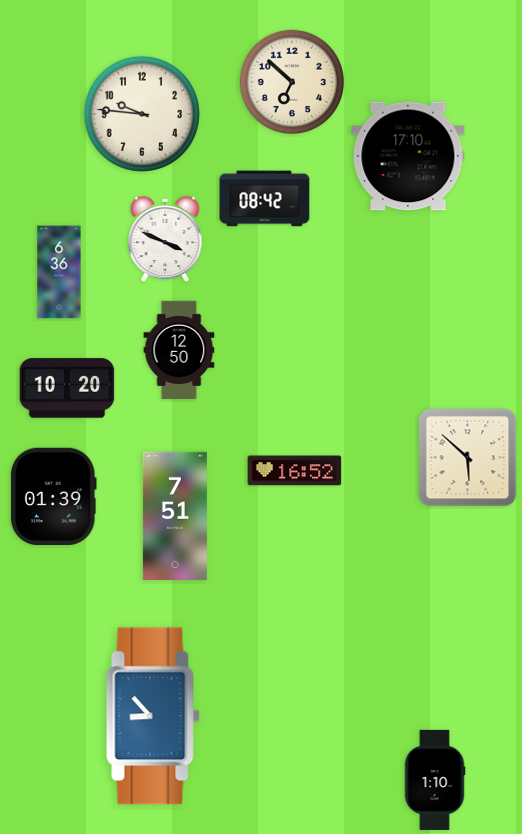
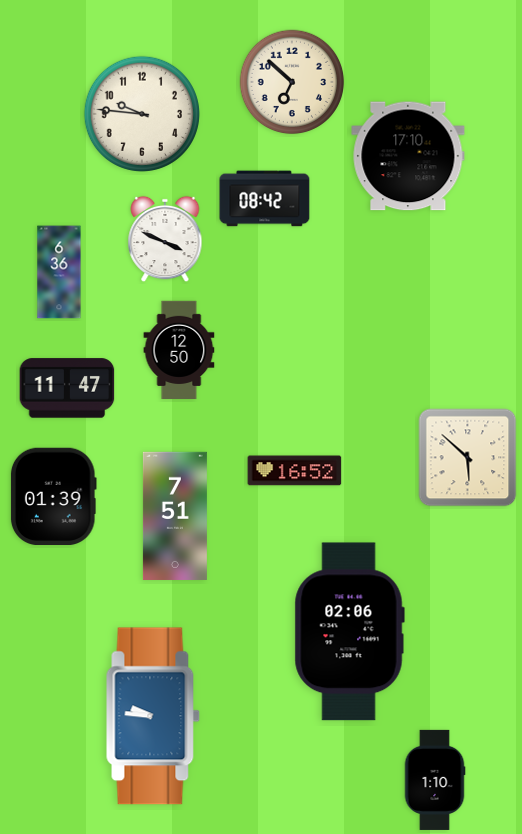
clock at (67, 388): 10:20 -> 11:47
clock at (349, 632): none -> 02:06
clock at (153, 716): 8:53 -> 9:46
